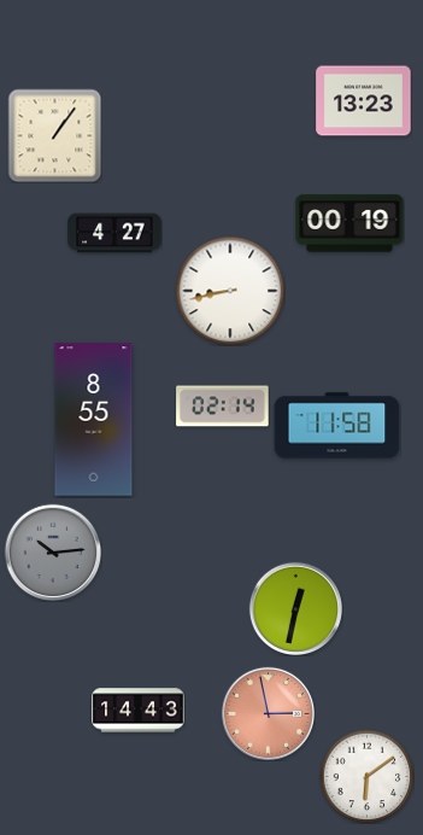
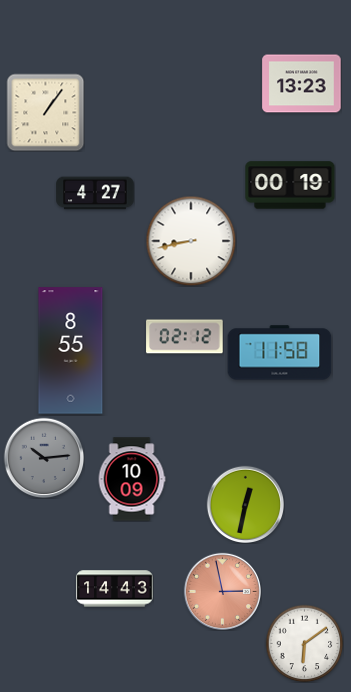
clock at (223, 407): 02:14 -> 02:12
clock at (94, 420) position: (94, 420) -> (71, 351)
clock at (132, 479): none -> 10:09
